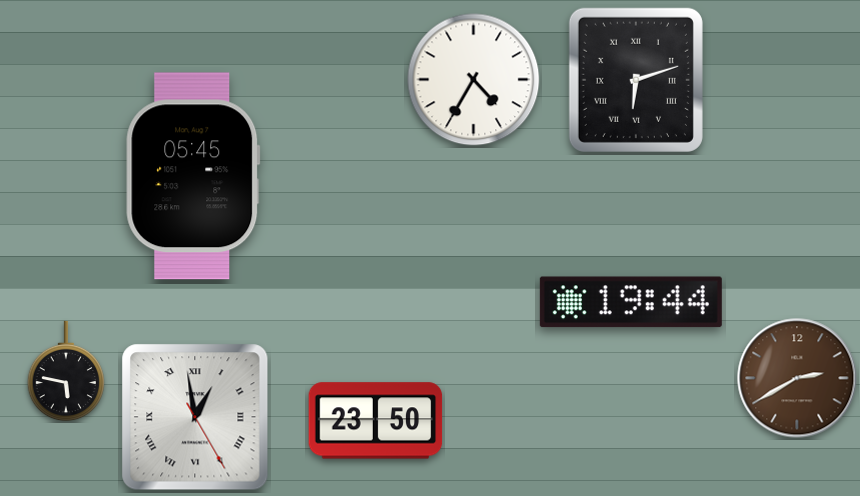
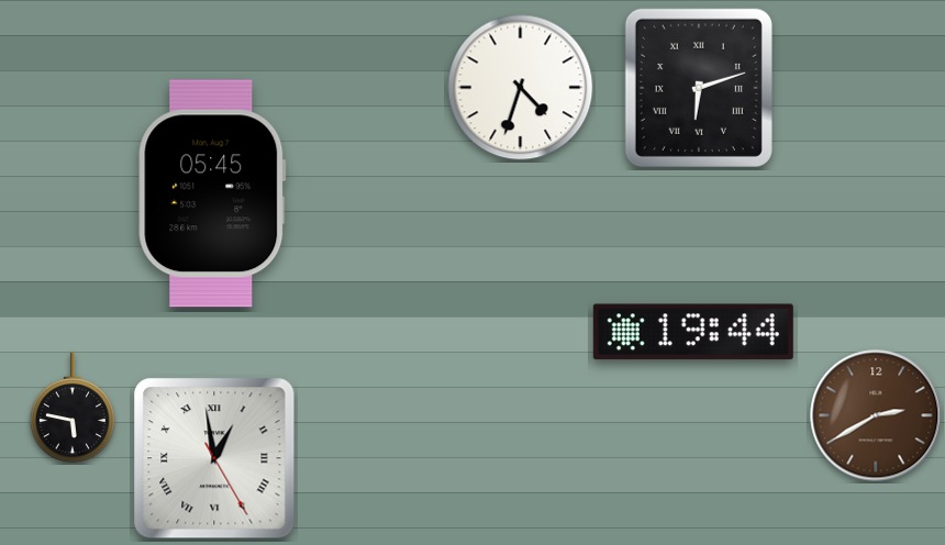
clock at (474, 80): 4:35 -> 4:33
clock at (376, 421): 23:50 -> none
